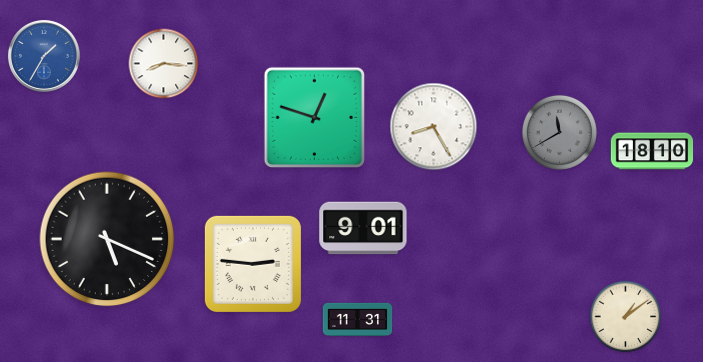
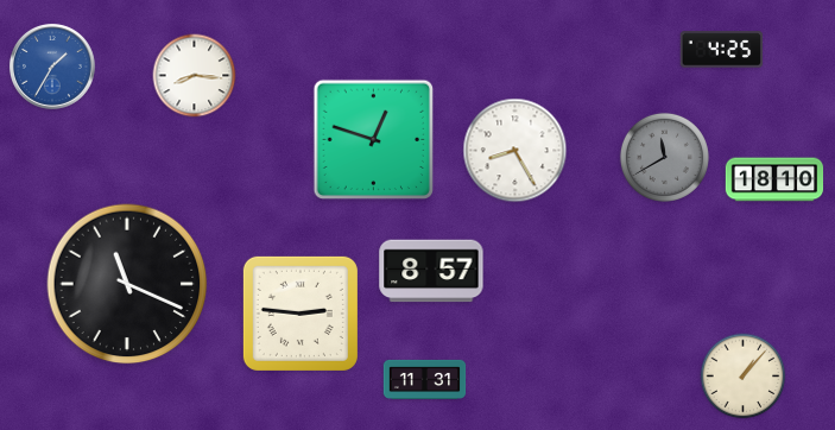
clock at (722, 50): none -> 4:25
clock at (363, 228): 9:01 -> 8:57
clock at (107, 239): 5:19 -> 11:19
clock at (626, 317): 1:09 -> 1:07
